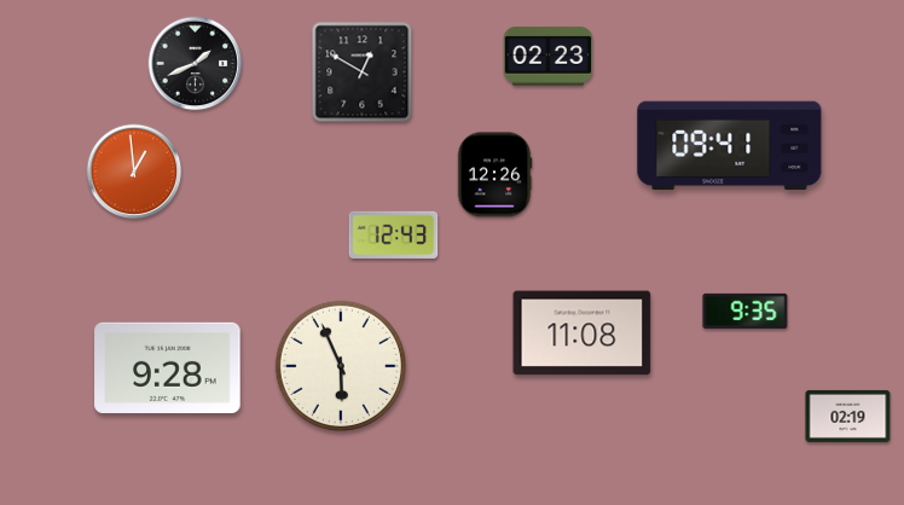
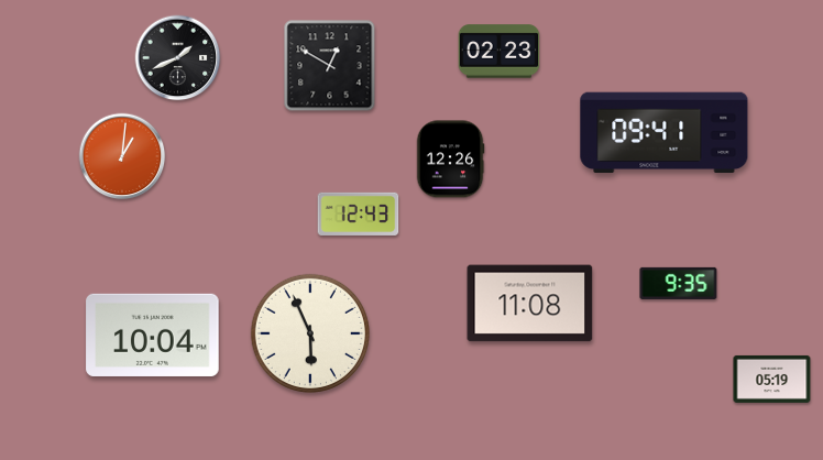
clock at (134, 172): 12:59 -> 1:01
clock at (168, 367): 9:28 -> 10:04
clock at (848, 416): 02:19 -> 05:19
